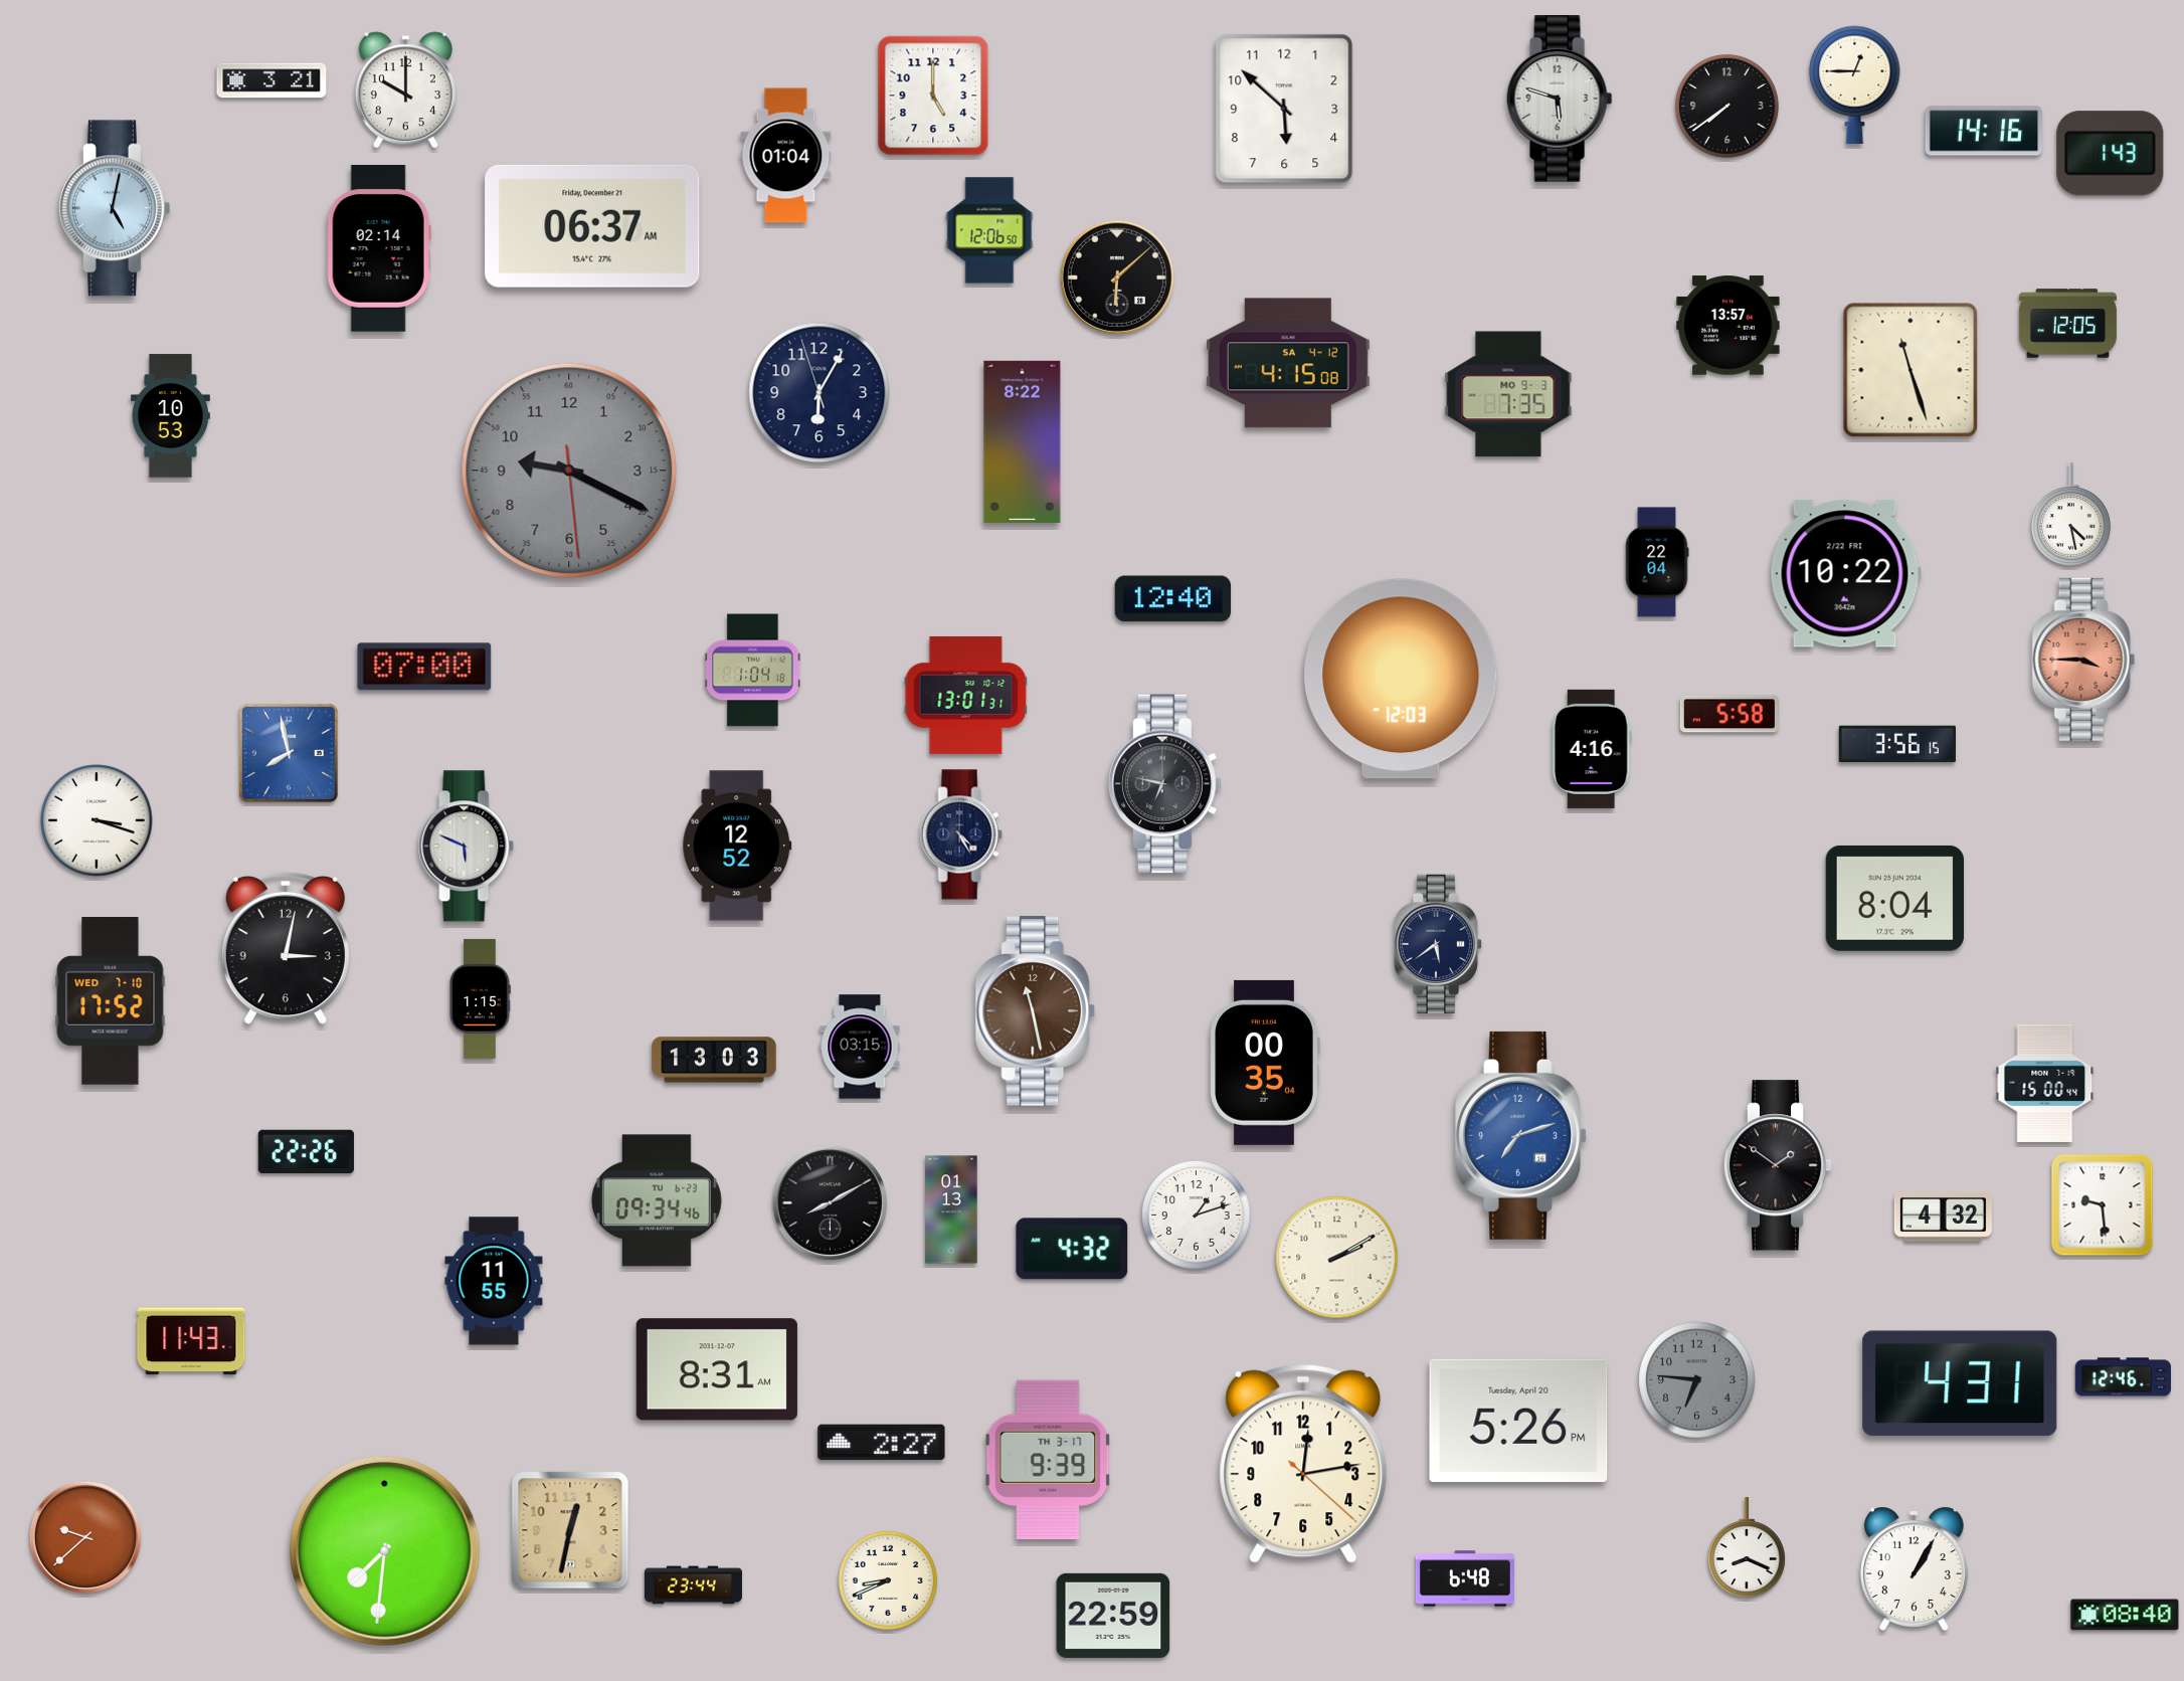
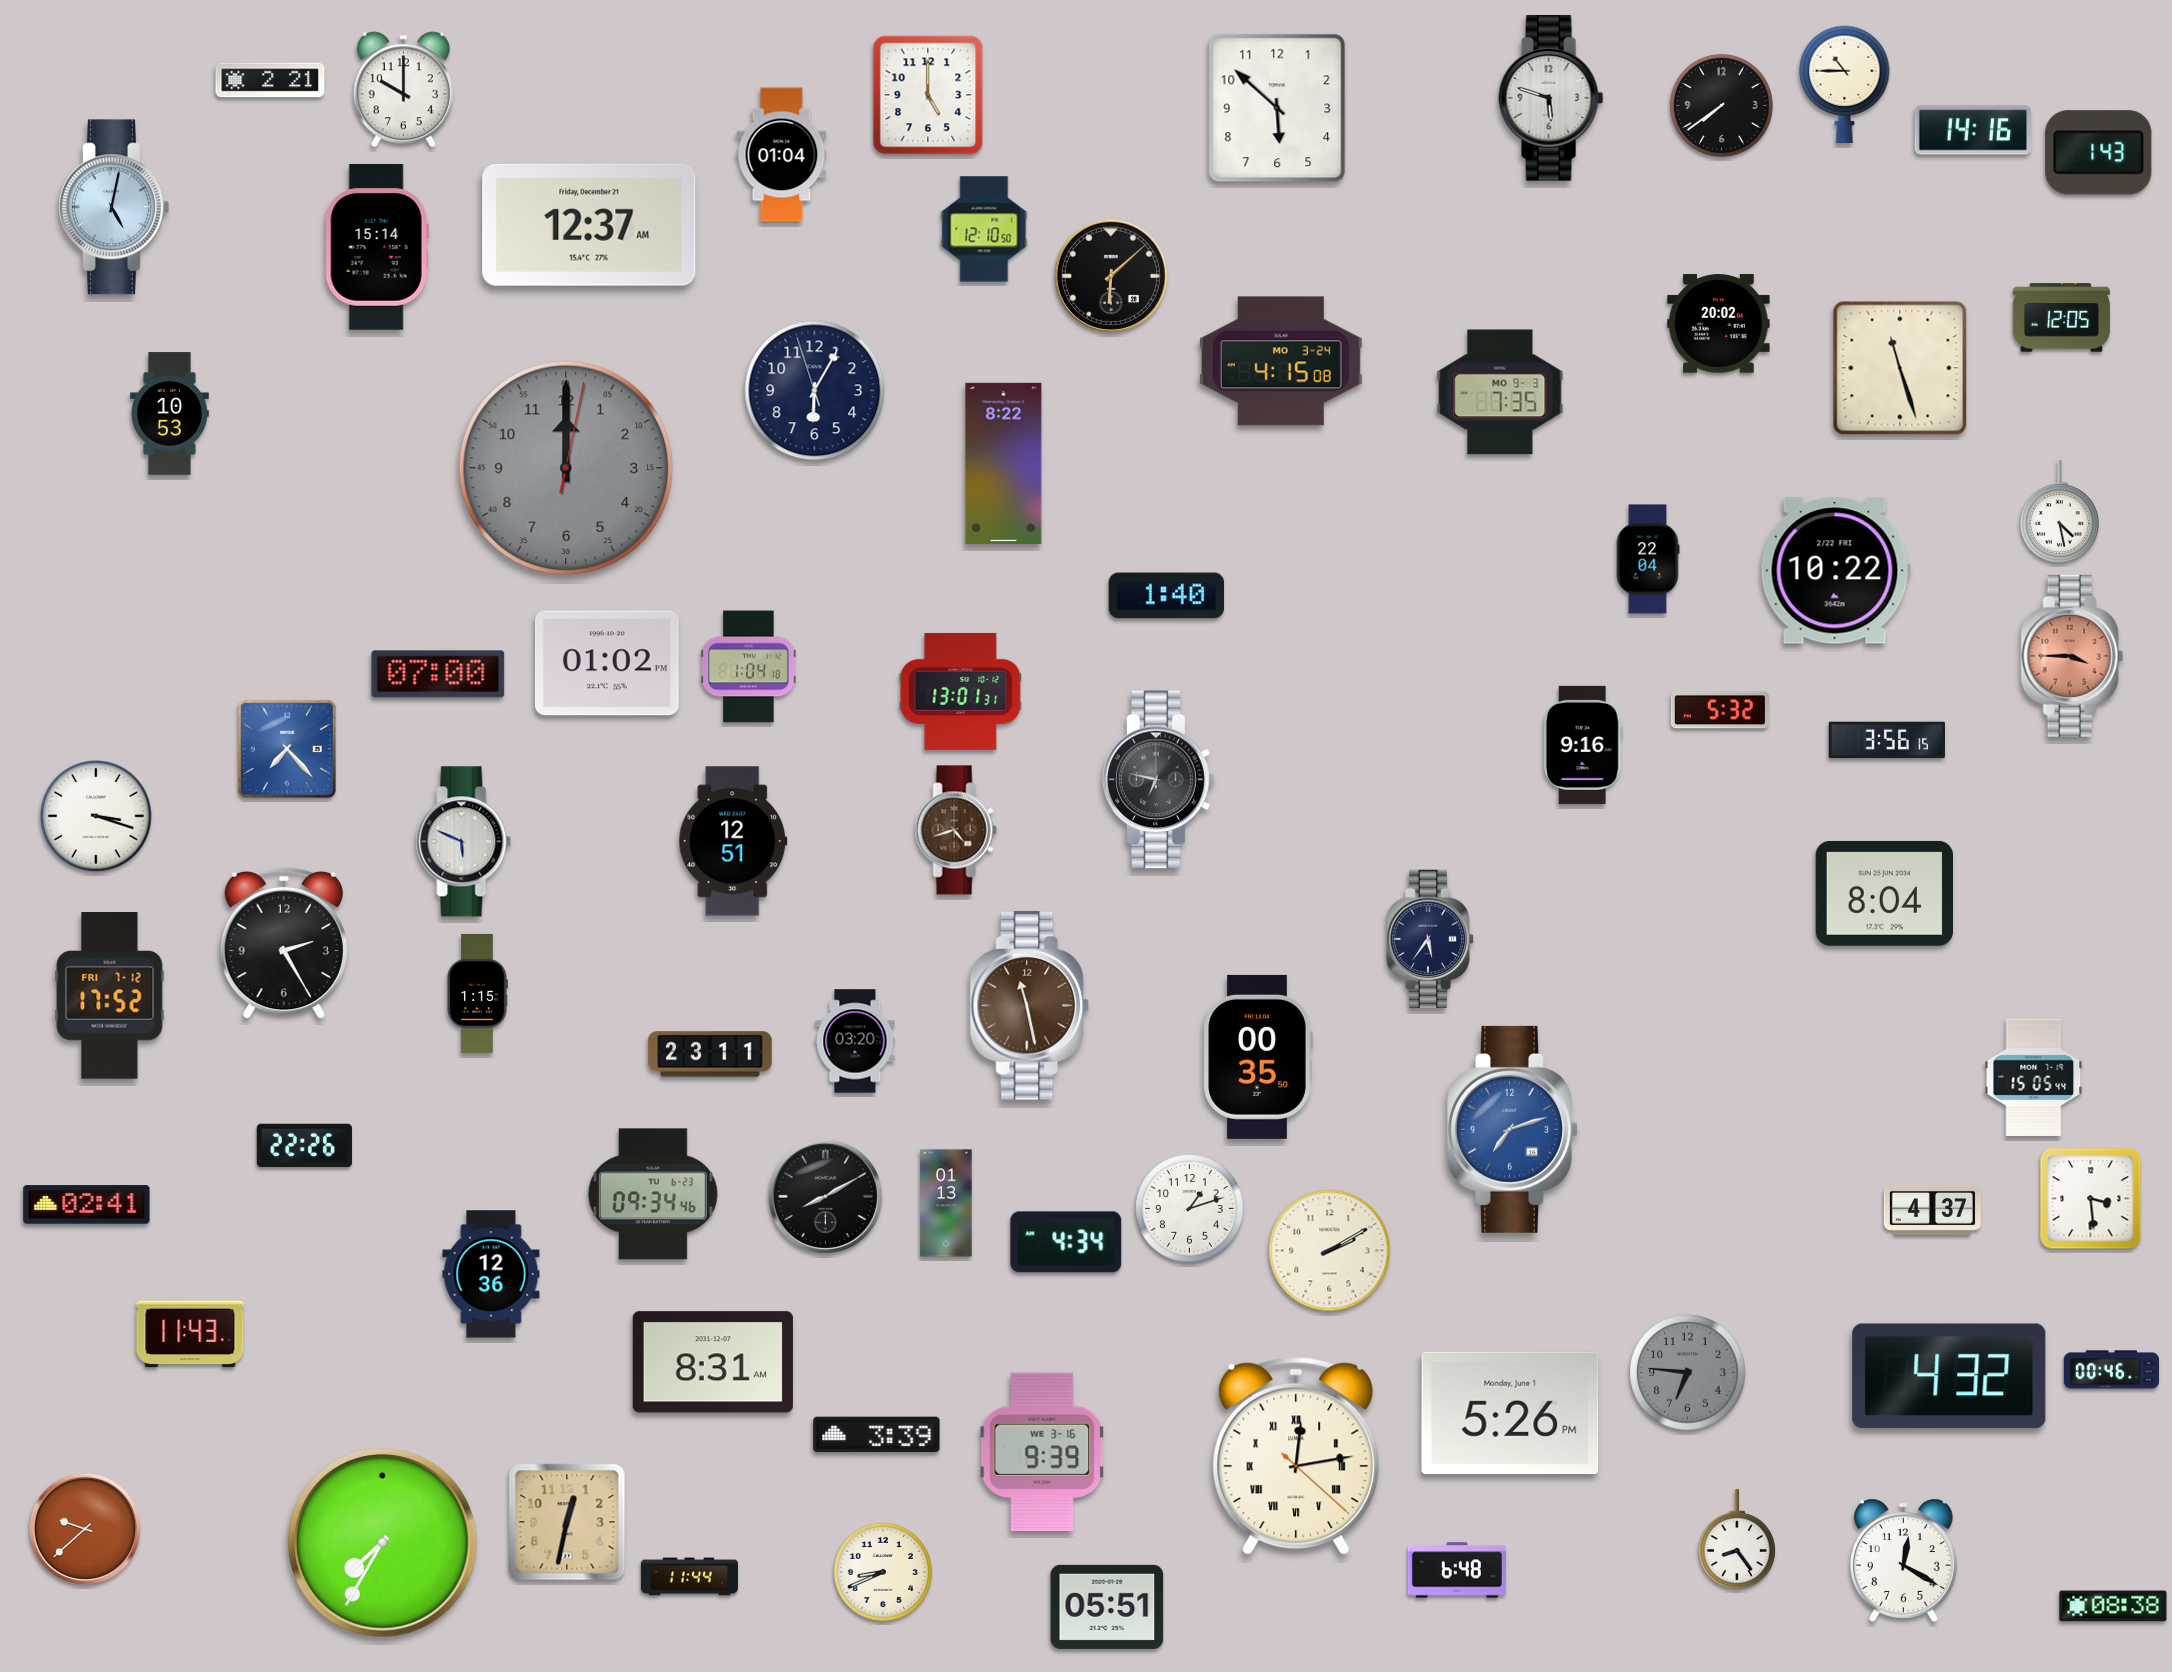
clock at (271, 80): 3:21 -> 2:21
clock at (1855, 84): 12:45 -> 10:45
clock at (1726, 106) position: (1726, 106) -> (1721, 105)
clock at (592, 226): 06:37 -> 12:37
clock at (989, 230): 12:06 -> 12:10
clock at (379, 249): 02:14 -> 15:14
clock at (2067, 324) position: (2067, 324) -> (2061, 318)
clock at (1728, 326): 13:57 -> 20:02
clock at (1288, 363) date: SA 4-12 -> MO 3-24
clock at (1023, 441) position: (1023, 441) -> (1004, 463)
clock at (569, 471): 9:19 -> 12:00
clock at (1173, 599): 12:40 -> 1:40
clock at (424, 667) position: (424, 667) -> (438, 674)
clock at (607, 663): none -> 01:02
clock at (1401, 679): 12:03 -> none
clock at (1730, 714): 5:58 -> 5:32
clock at (1592, 749): 4:16 -> 9:16
clock at (289, 753): 7:58 -> 7:23
clock at (961, 834): 4:25 -> 4:42
clock at (961, 834) dial: navy -> brown
clock at (737, 846): 12:52 -> 12:51
clock at (1438, 944): 5:39 -> 5:36
clock at (286, 948): 3:02 -> 2:25
clock at (111, 1001) date: WED 7-10 -> FRI 7-12
clock at (860, 1047): 03:15 -> 03:20
clock at (714, 1060): 13:03 -> 23:11
clock at (1265, 1063): 00:35:04 -> 00:35:50
clock at (2045, 1083): 15:00 -> 15:05
clock at (1778, 1165): 1:51 -> none
clock at (2103, 1205): 9:29 -> 3:29
clock at (87, 1205): none -> 02:41
clock at (1943, 1217): 4:32 -> 4:37
clock at (1072, 1249): 4:32 -> 4:34
clock at (494, 1281): 11:55 -> 12:36
clock at (2123, 1377): 12:46 -> 00:46
clock at (1960, 1383): 4:31 -> 4:32
clock at (1518, 1421) date: Tuesday, April 20 -> Monday, June 1
clock at (882, 1443): 2:27 -> 3:39
clock at (1048, 1459) date: TH 3-17 -> WE 3-16
clock at (1303, 1464) numerals: Arabic -> Roman
clock at (1747, 1547): 8:19 -> 8:24
clock at (385, 1551): 7:31 -> 7:35
clock at (1914, 1568): 1:05 -> 12:20
clock at (693, 1585): 23:44 -> 11:44
clock at (2125, 1615): 08:40 -> 08:38
clock at (1113, 1616): 22:59 -> 05:51
